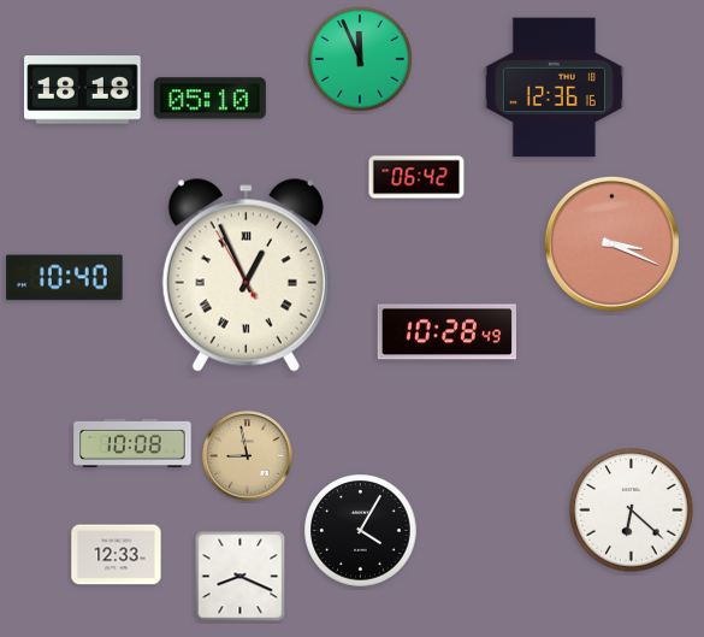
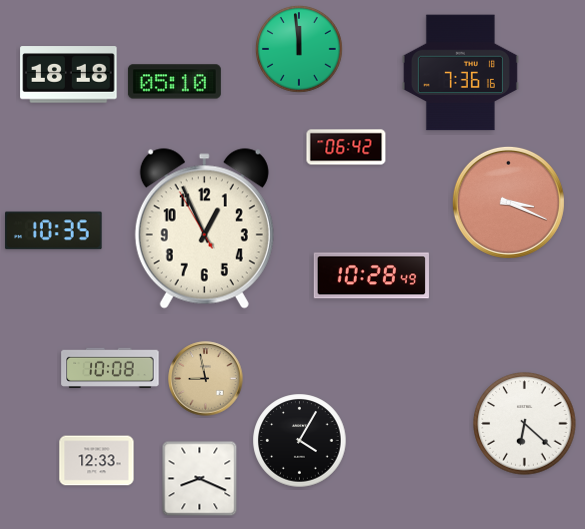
clock at (360, 59): 11:56 -> 11:59
clock at (554, 88): 12:36 -> 7:36
clock at (245, 276) numerals: Roman -> Arabic
clock at (65, 278): 10:40 -> 10:35
